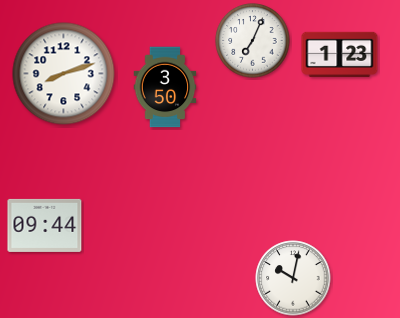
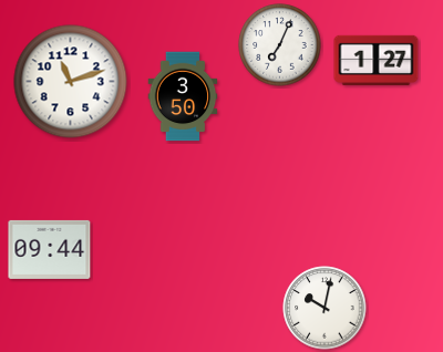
clock at (340, 54): 1:23 -> 1:27
clock at (64, 74): 8:12 -> 11:12
